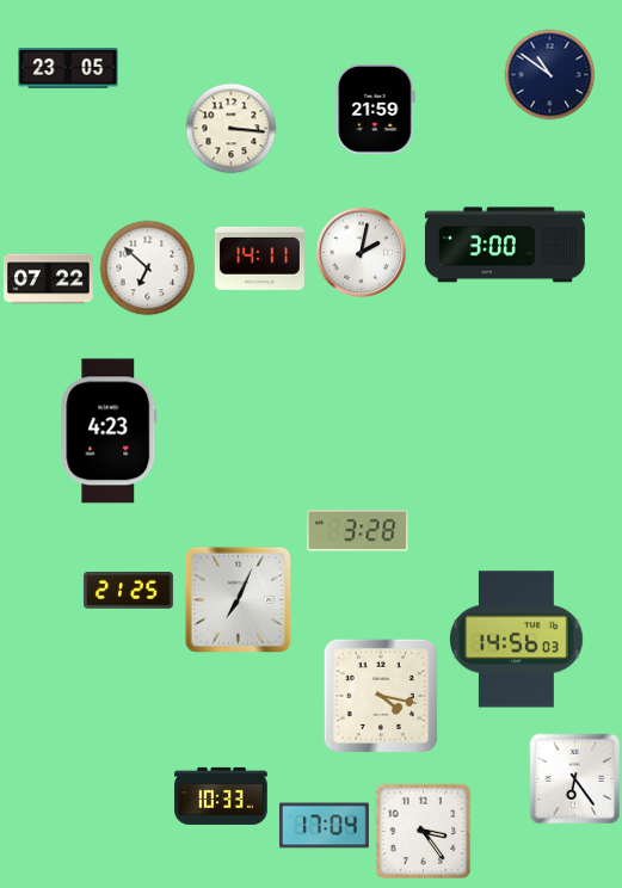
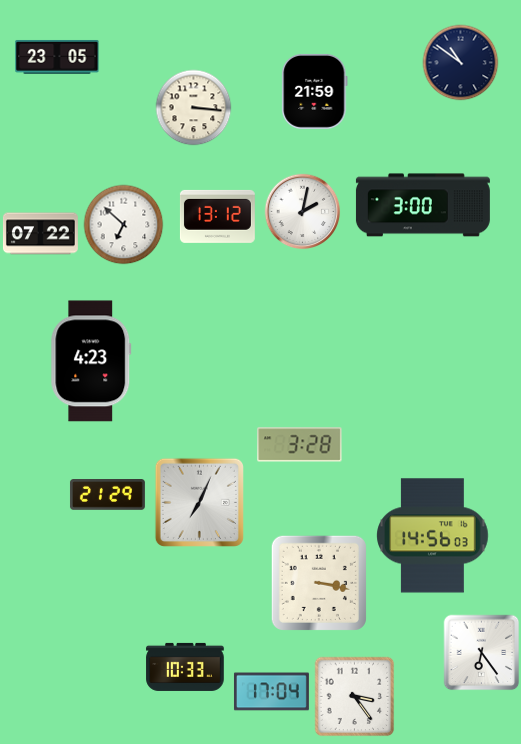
clock at (259, 258): 14:11 -> 13:12
clock at (128, 591): 21:25 -> 21:29
clock at (381, 696): 4:17 -> 3:17
